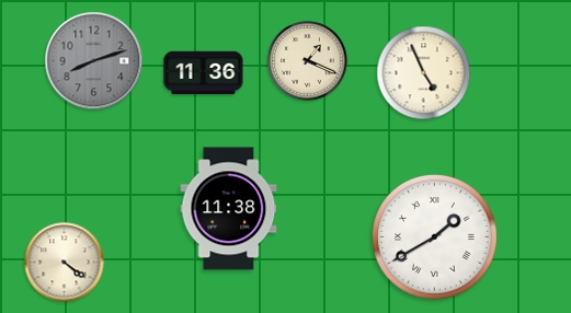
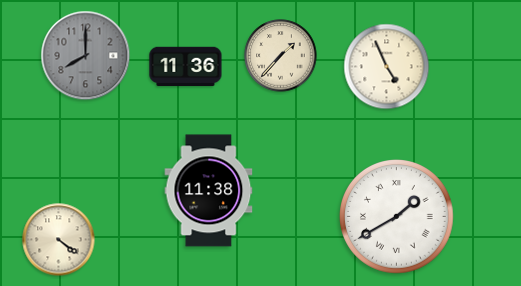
clock at (94, 61): 8:12 -> 8:00
clock at (308, 61): 1:19 -> 1:37
